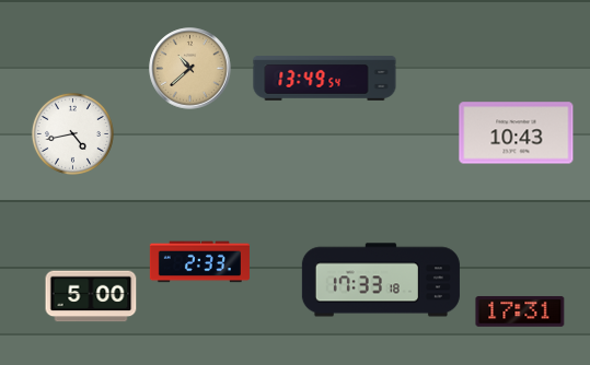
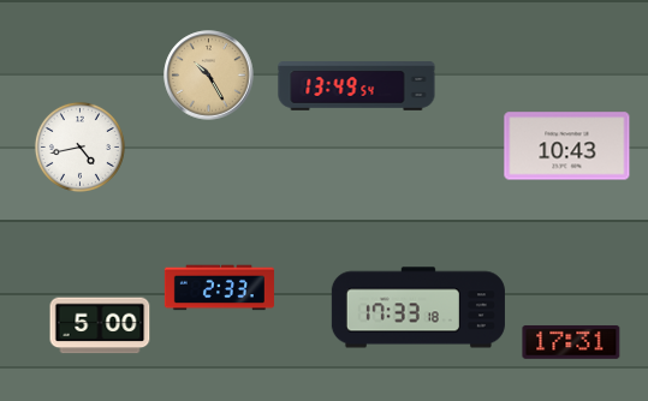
clock at (190, 69): 10:38 -> 10:25
